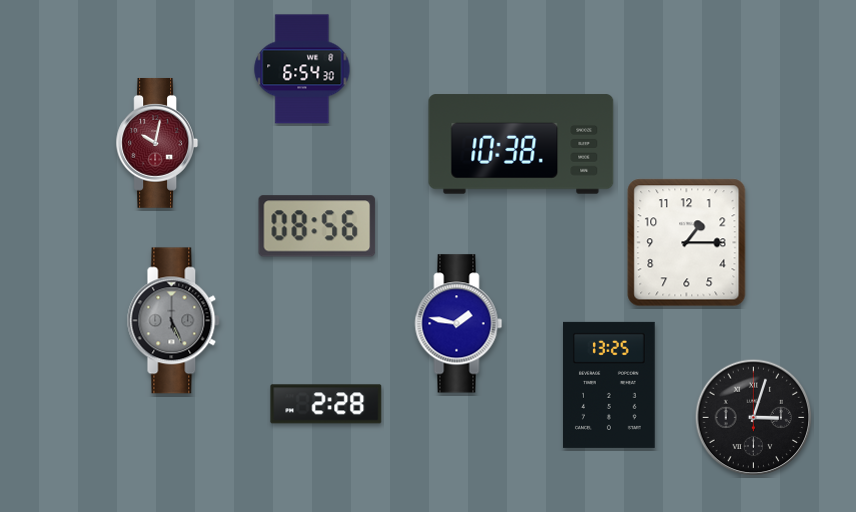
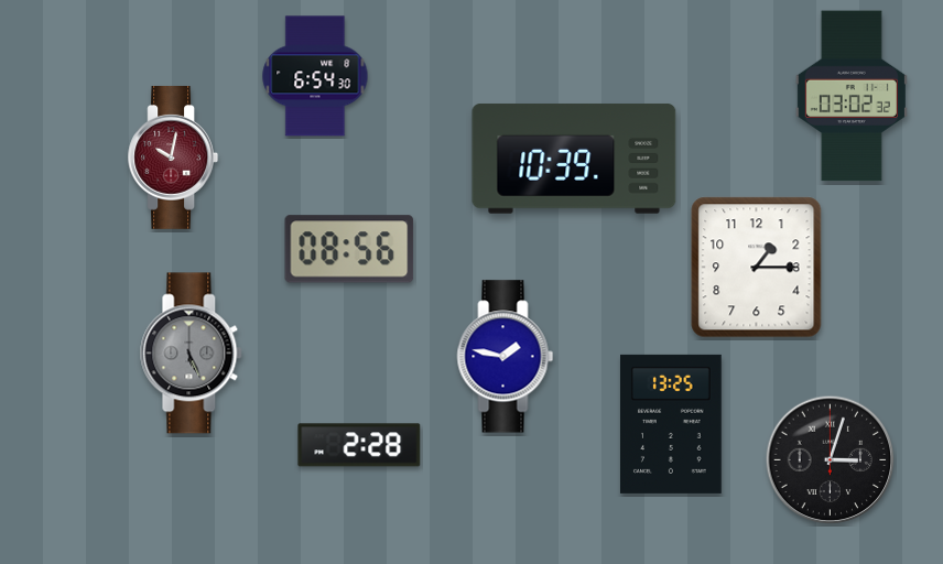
clock at (302, 69) position: (302, 69) -> (315, 76)
clock at (852, 96): none -> 03:02
clock at (521, 144): 10:38 -> 10:39
